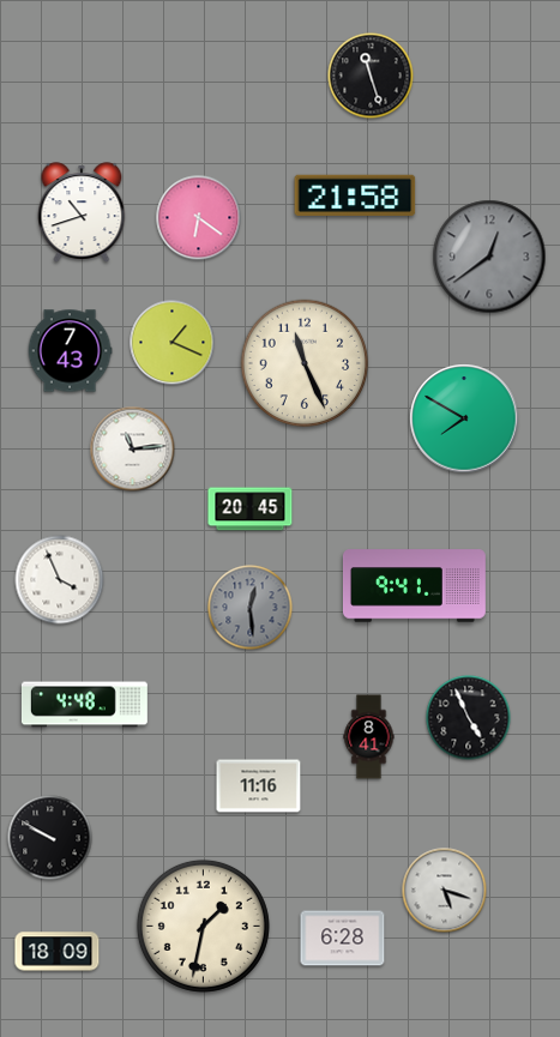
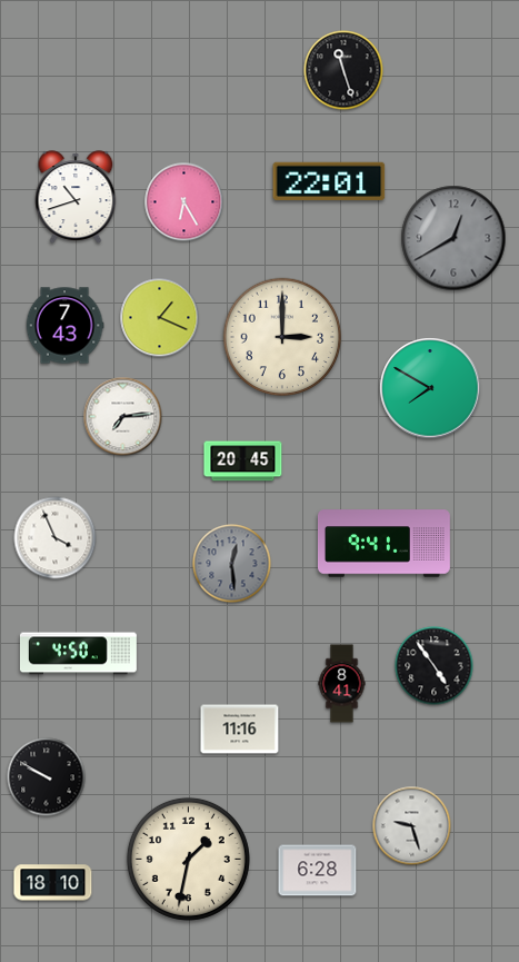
clock at (355, 195): 21:58 -> 22:01
clock at (199, 218): 6:21 -> 6:25
clock at (489, 257): 12:39 -> 12:40
clock at (305, 363): 11:26 -> 3:00
clock at (133, 450): 11:14 -> 7:14
clock at (251, 510) position: (251, 510) -> (243, 462)
clock at (84, 705): 4:48 -> 4:50
clock at (469, 718): 4:56 -> 4:54
clock at (445, 891): 5:18 -> 9:27
clock at (58, 952): 18:09 -> 18:10
